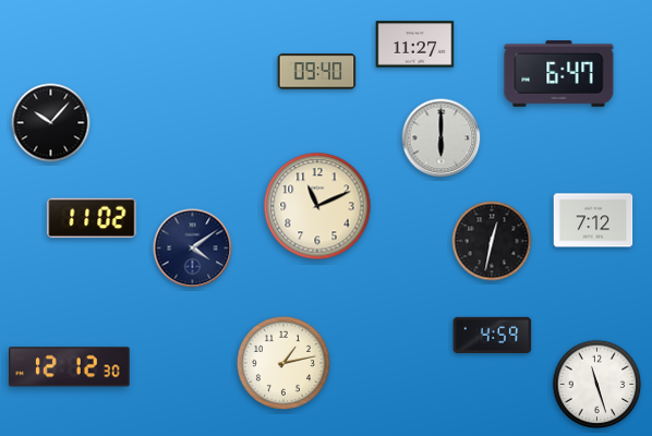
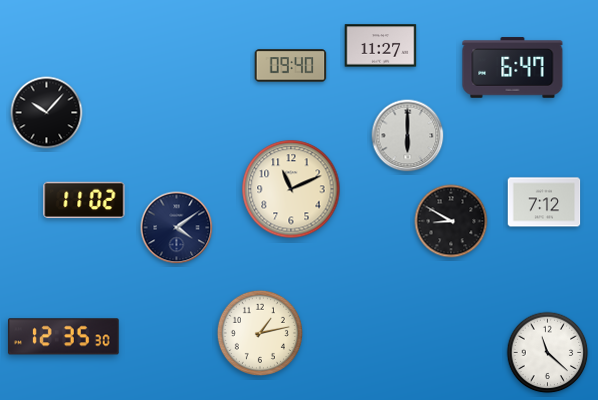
clock at (415, 45) position: (415, 45) -> (381, 46)
clock at (442, 138) position: (442, 138) -> (408, 136)
clock at (492, 241): 12:32 -> 8:50
clock at (493, 335): 4:59 -> none
clock at (69, 367): 12:12 -> 12:35
clock at (597, 385): 11:27 -> 11:22
